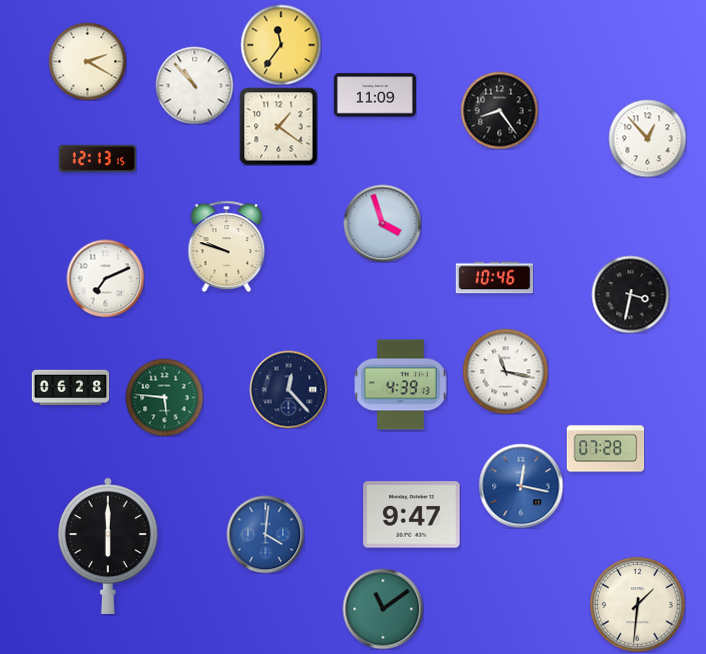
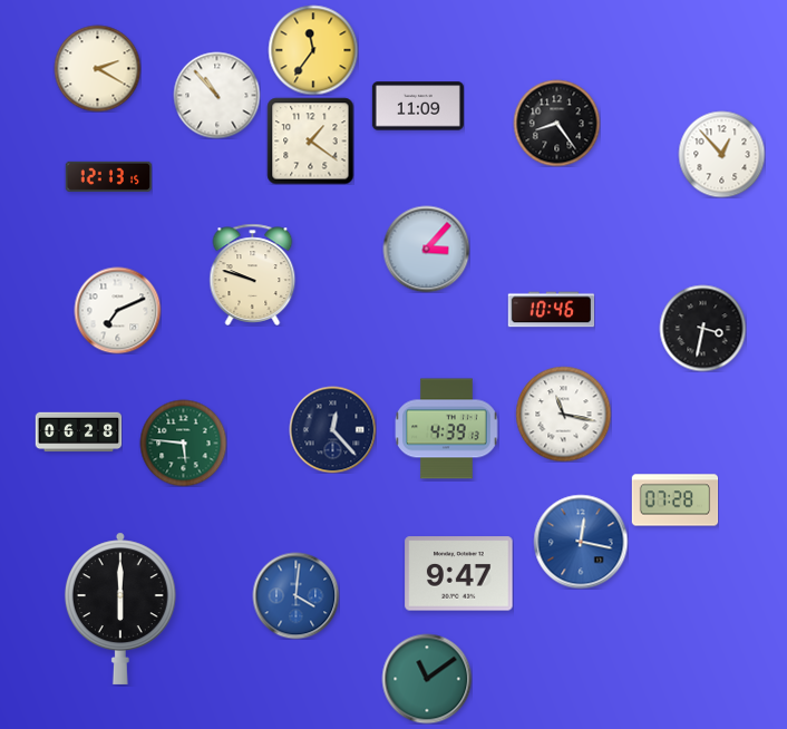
clock at (382, 223): 3:57 -> 3:07
clock at (288, 389) position: (288, 389) -> (332, 429)
clock at (637, 604): 1:31 -> none
